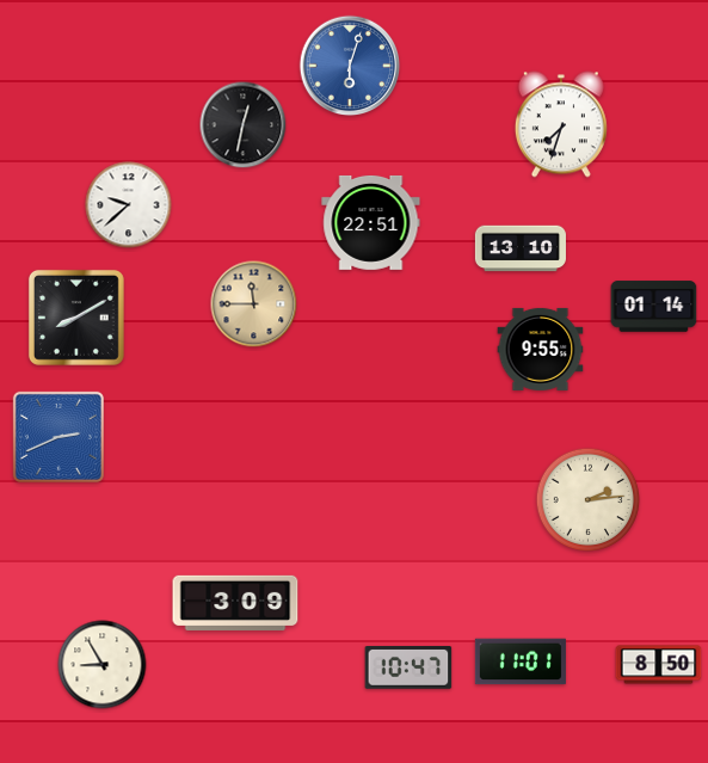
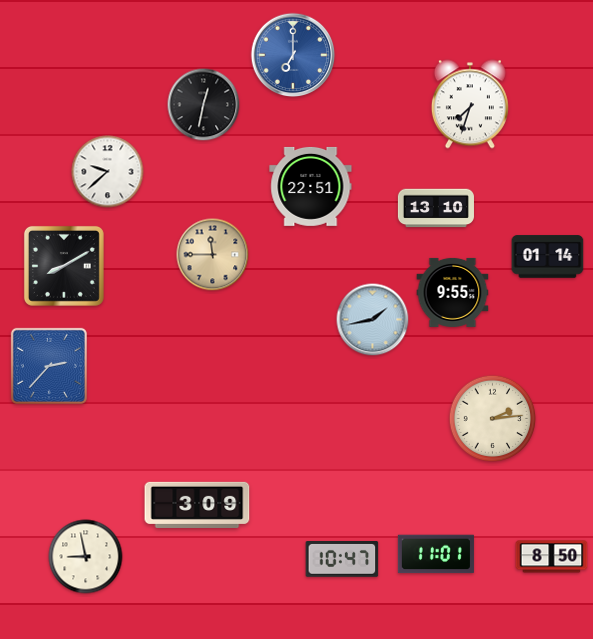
clock at (350, 66): 6:03 -> 7:00
clock at (373, 320): none -> 1:43
clock at (59, 437): 2:41 -> 2:37
clock at (103, 665): 8:55 -> 8:58
